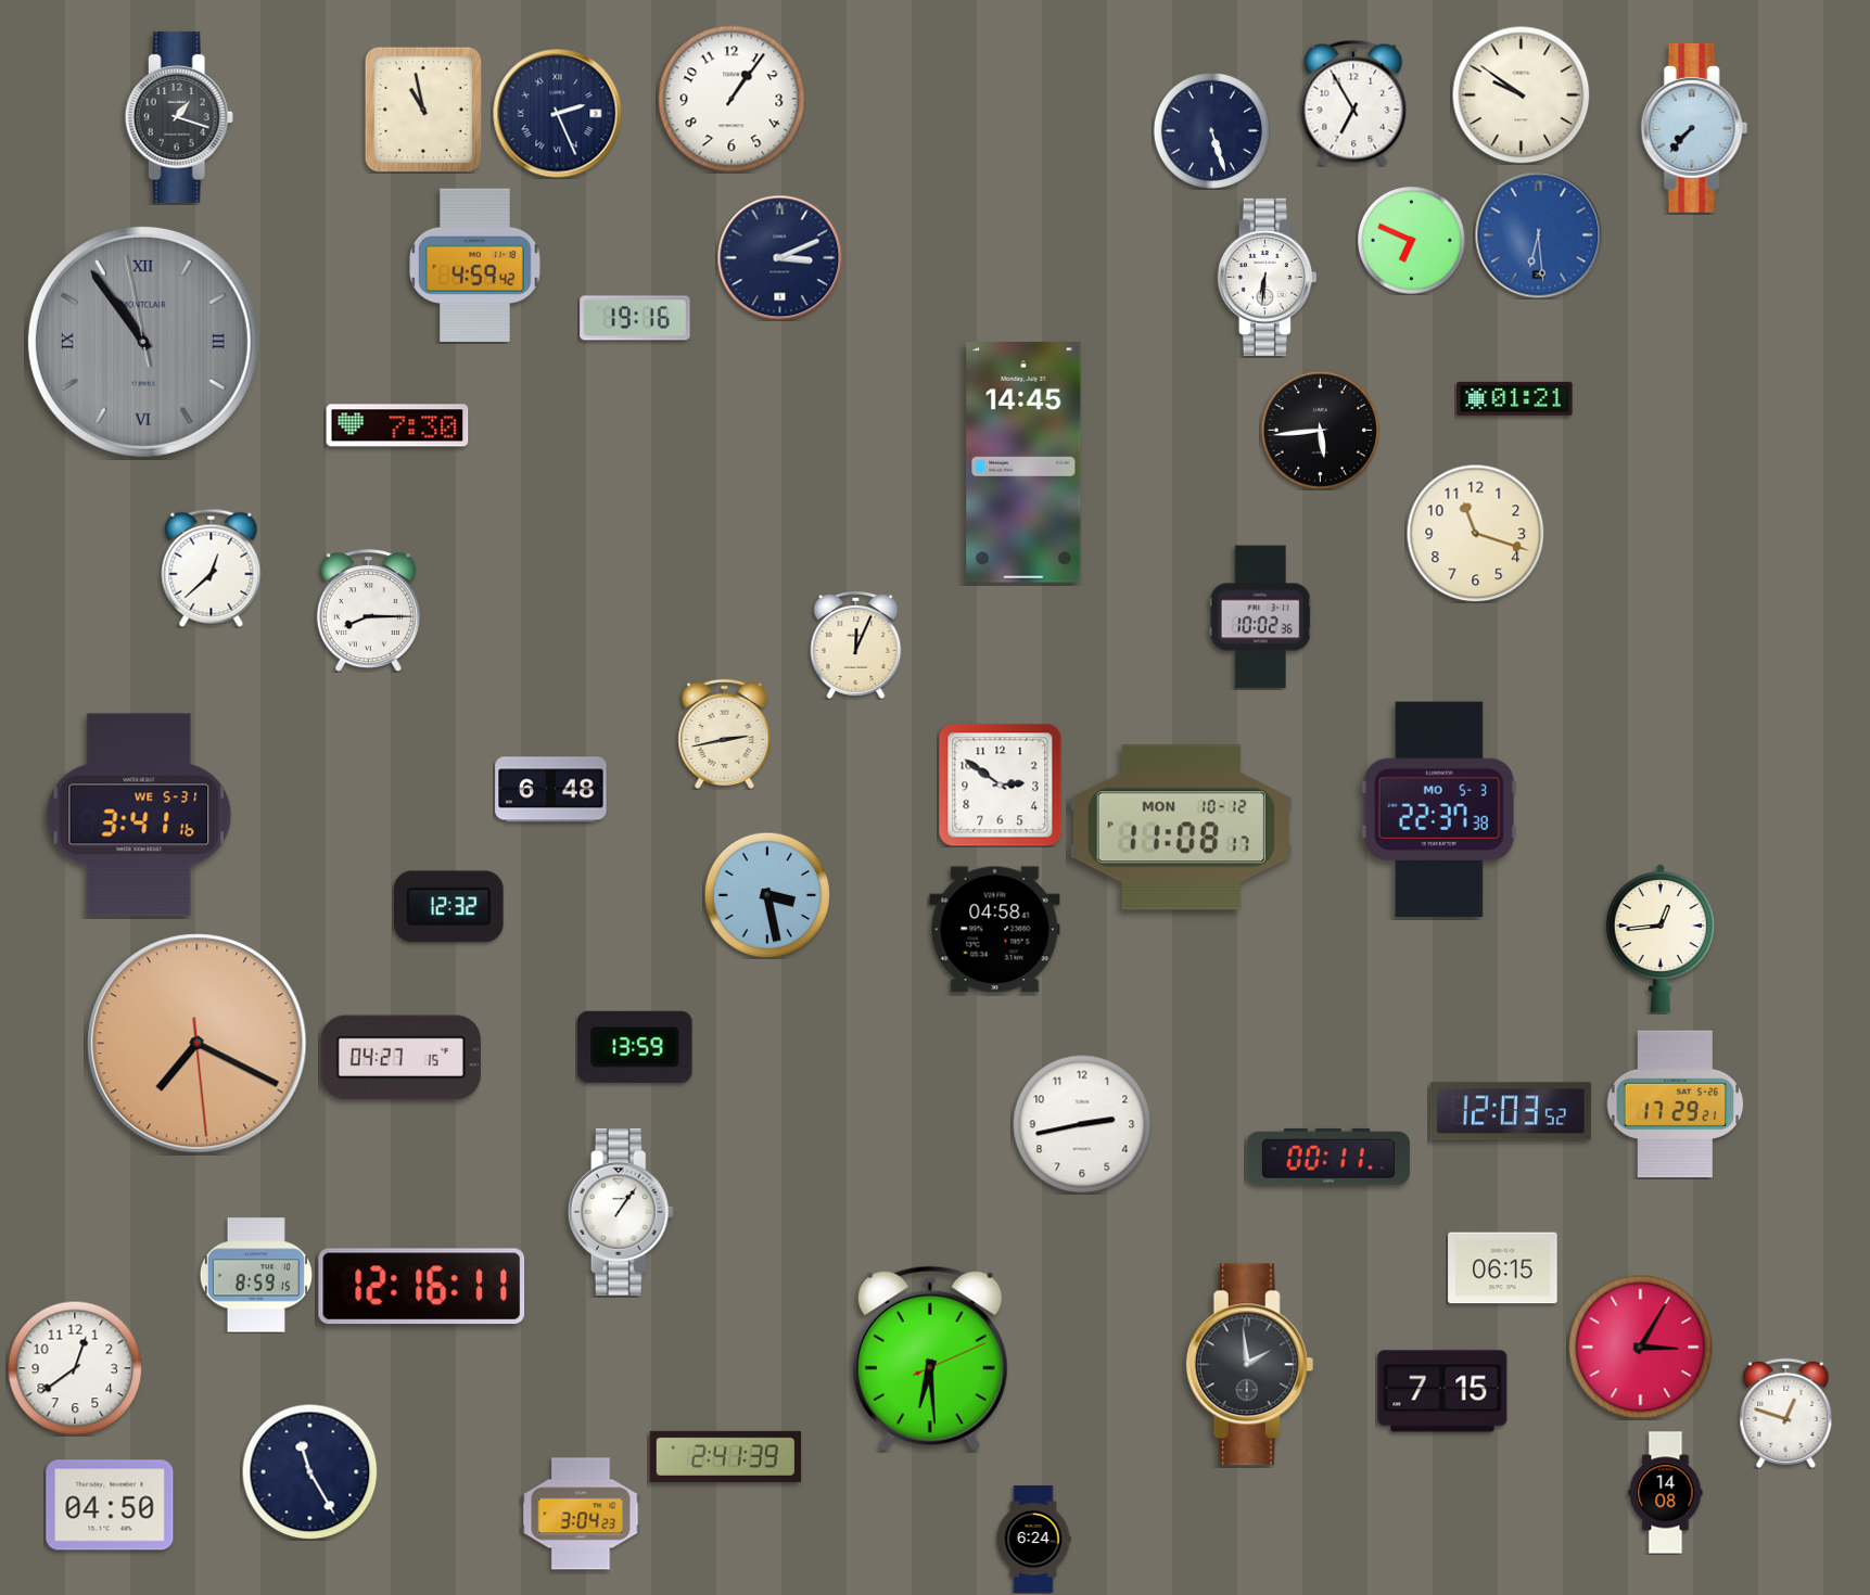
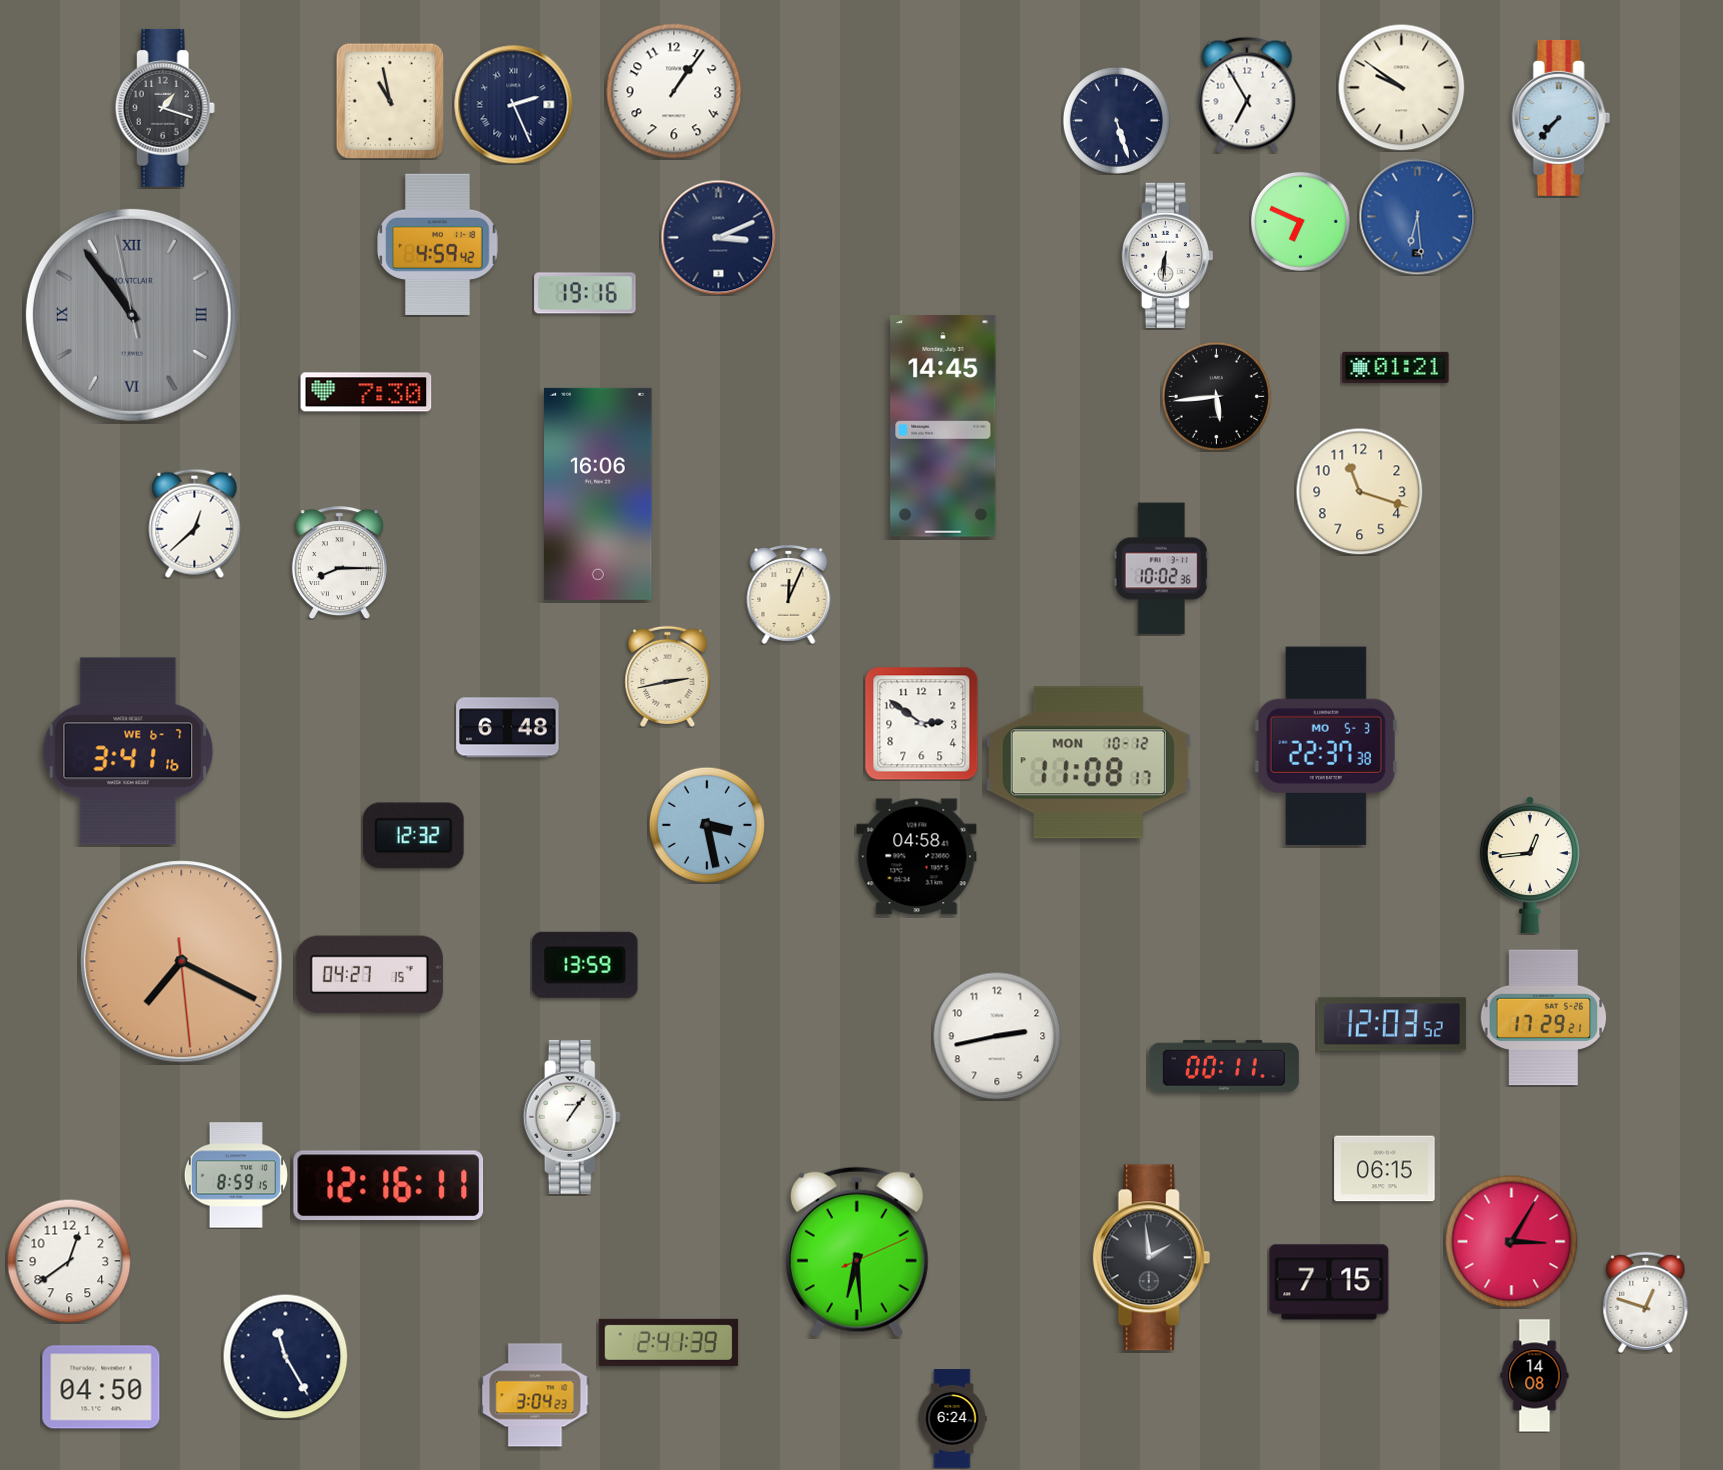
clock at (598, 494): none -> 16:06
clock at (139, 815) date: WE 5-31 -> WE 6-7
